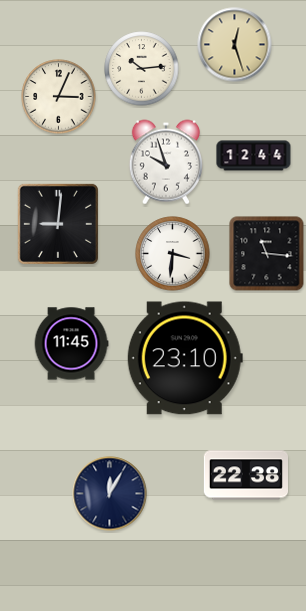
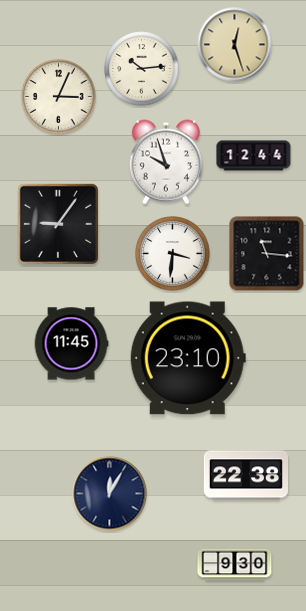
clock at (58, 224): 9:01 -> 9:06
clock at (185, 358) position: (185, 358) -> (188, 358)
clock at (235, 565): none -> 9:30
